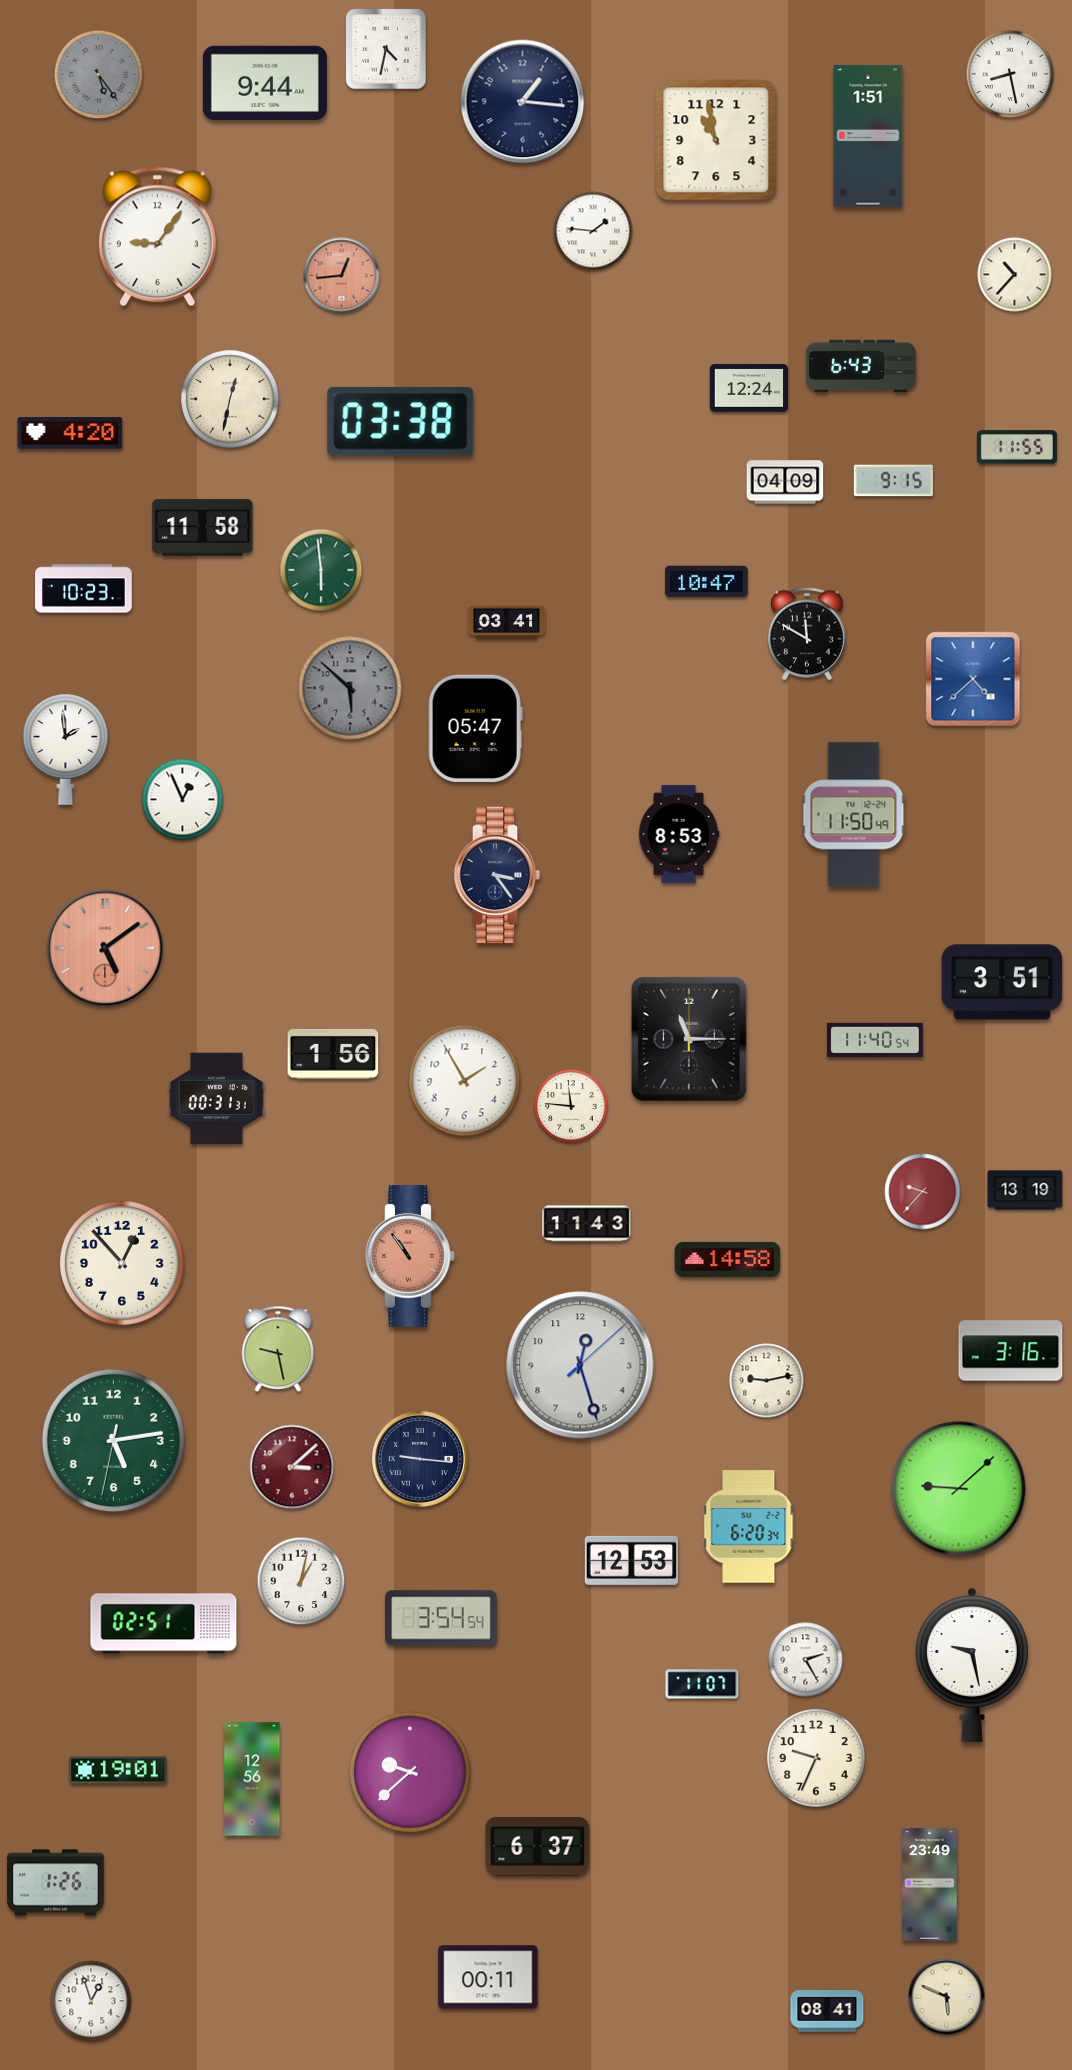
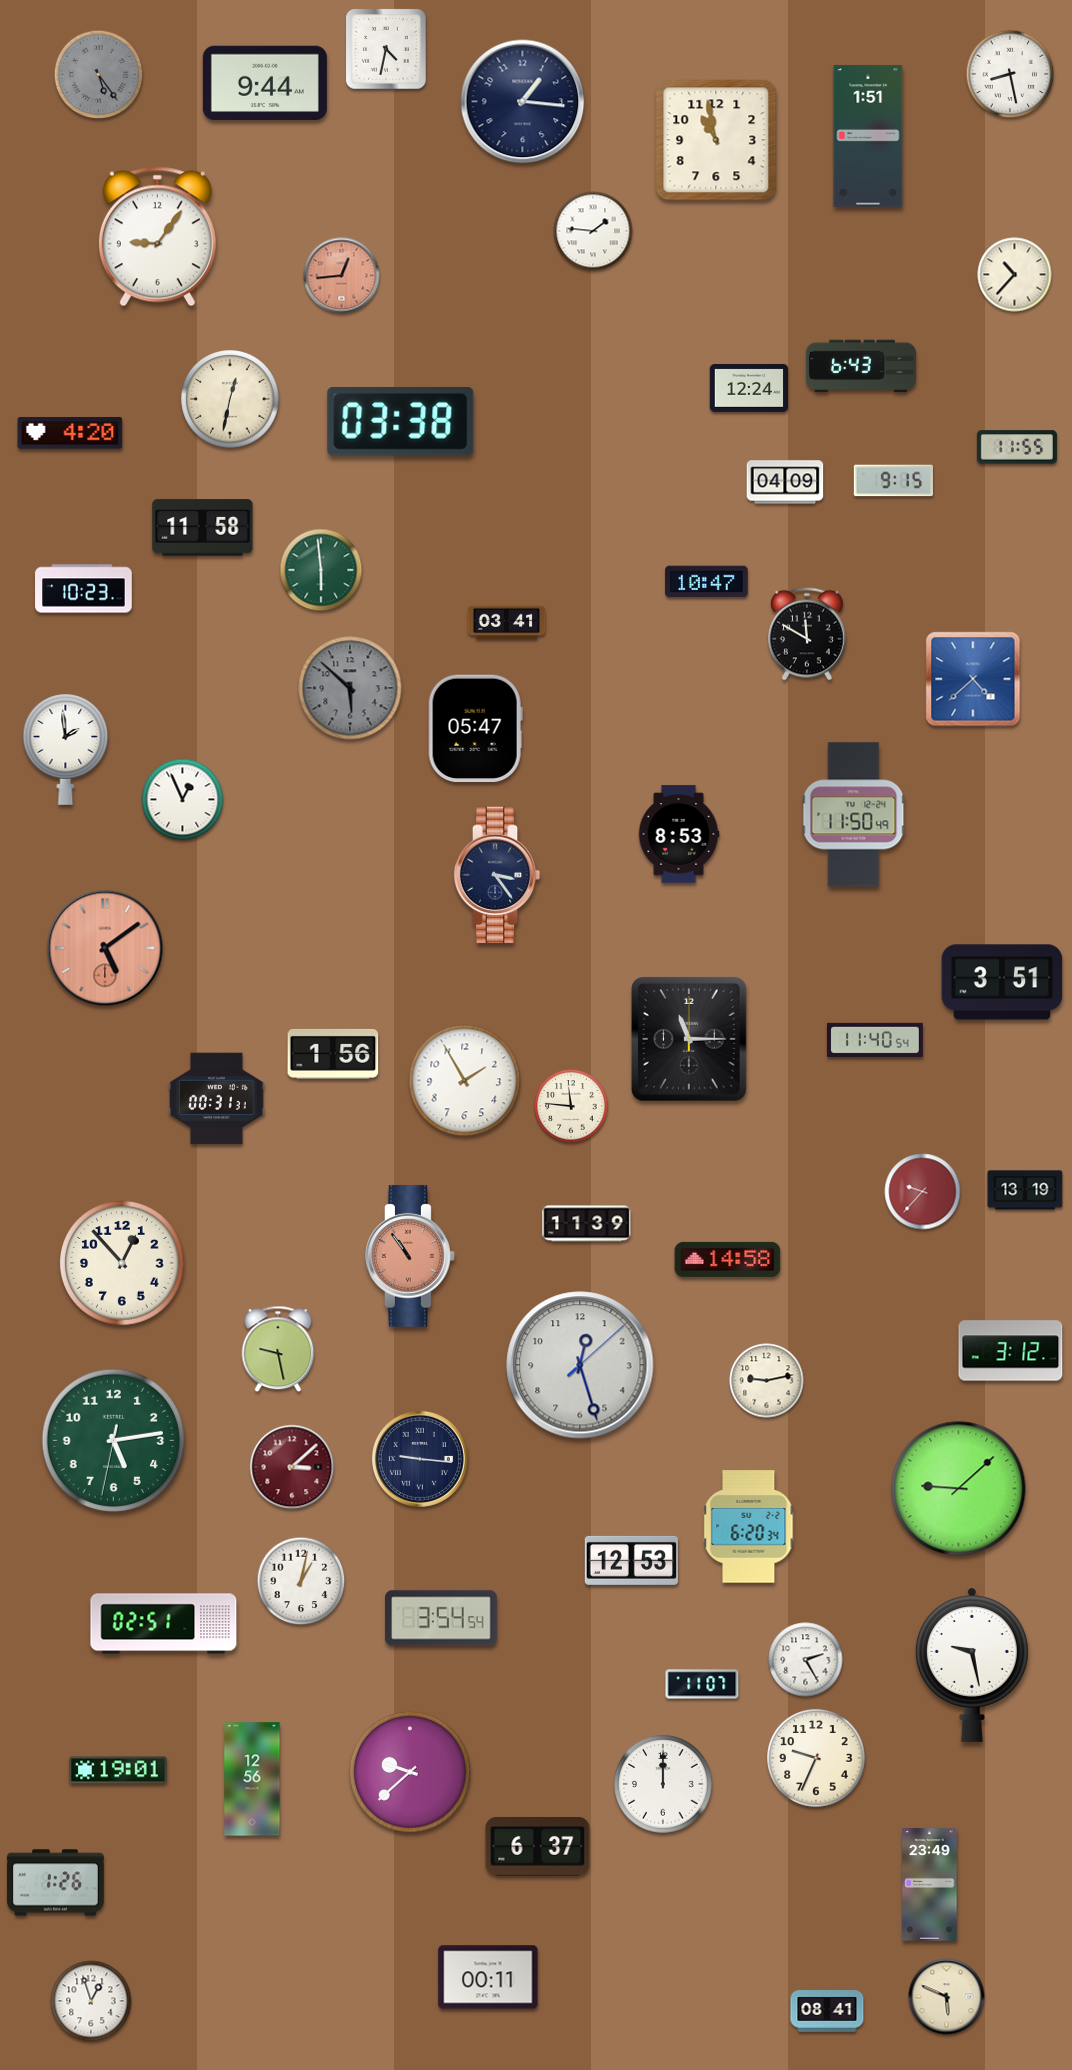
clock at (587, 1224): 11:43 -> 11:39
clock at (1011, 1351): 3:16 -> 3:12
clock at (663, 1784): none -> 12:00
